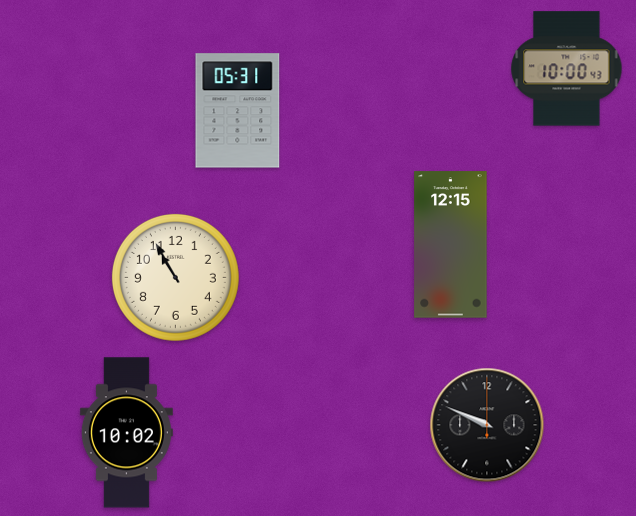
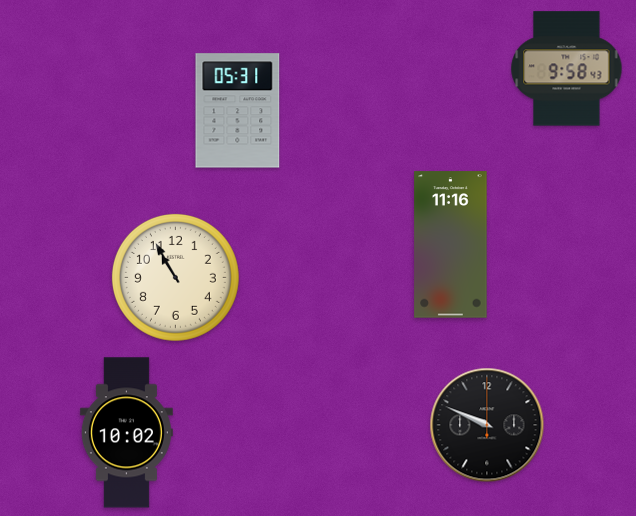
clock at (567, 69): 10:00 -> 9:58
clock at (451, 245): 12:15 -> 11:16
